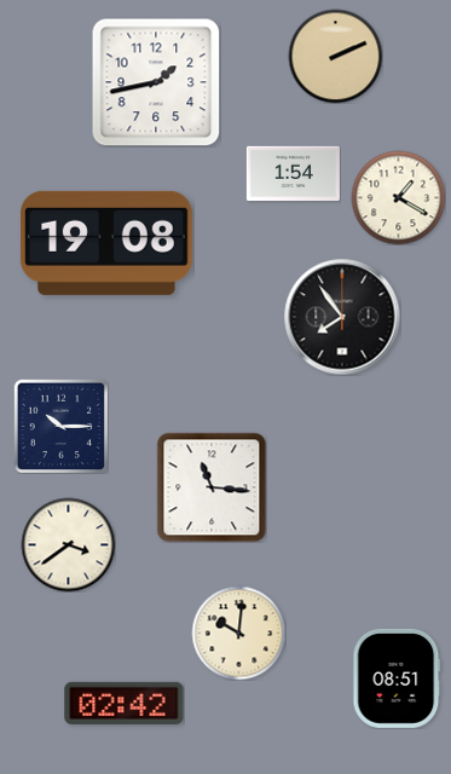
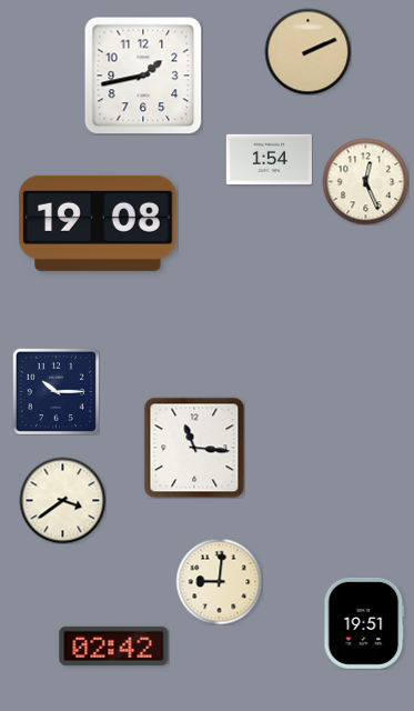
clock at (398, 197): 1:20 -> 12:26
clock at (342, 317): 7:54 -> none
clock at (238, 633): 10:01 -> 9:01
clock at (397, 678): 08:51 -> 19:51
